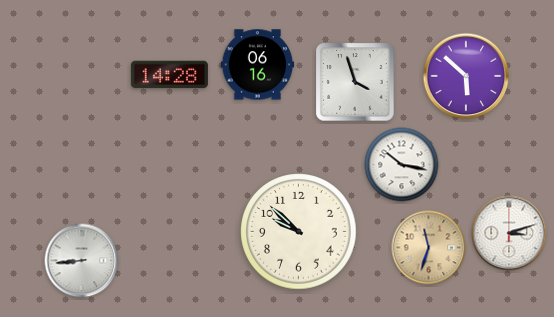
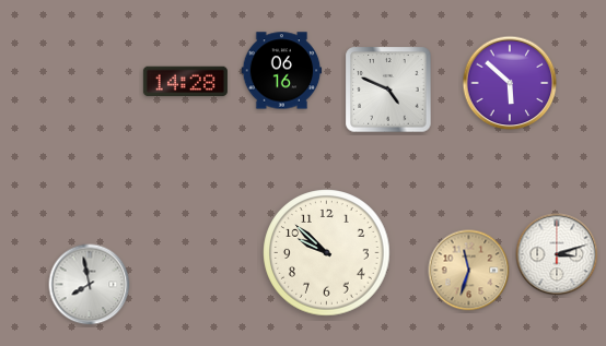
clock at (355, 82): 3:57 -> 4:49
clock at (402, 165): 10:17 -> none
clock at (82, 261): 8:44 -> 7:58
